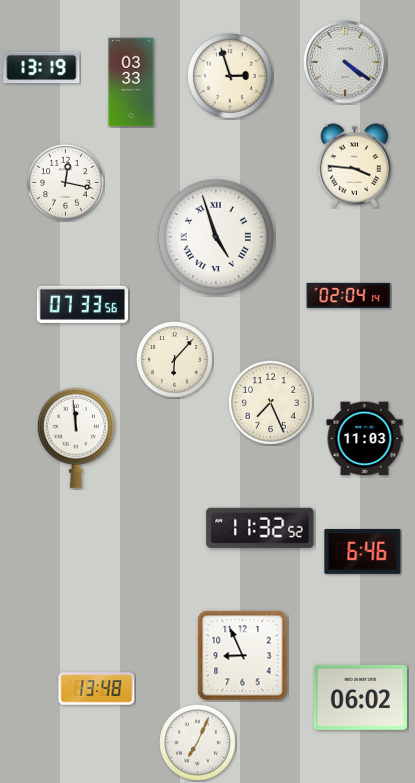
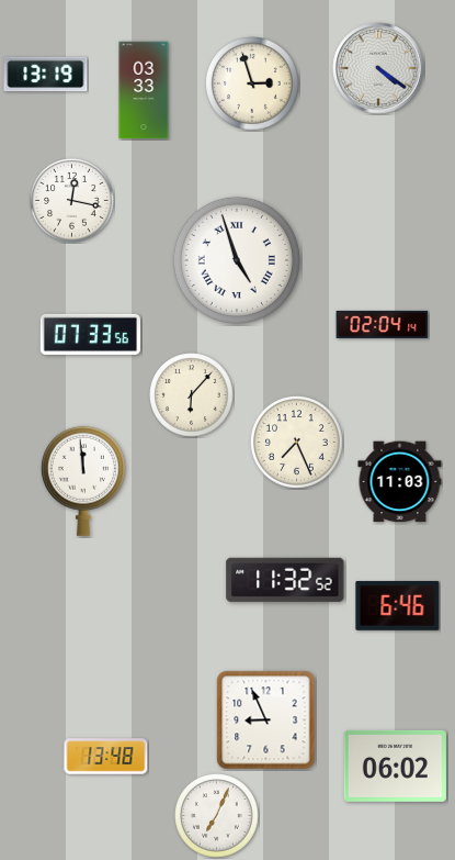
clock at (355, 166): 3:46 -> none
